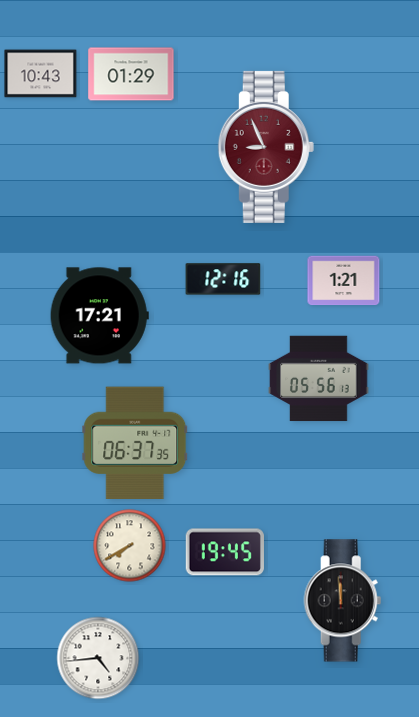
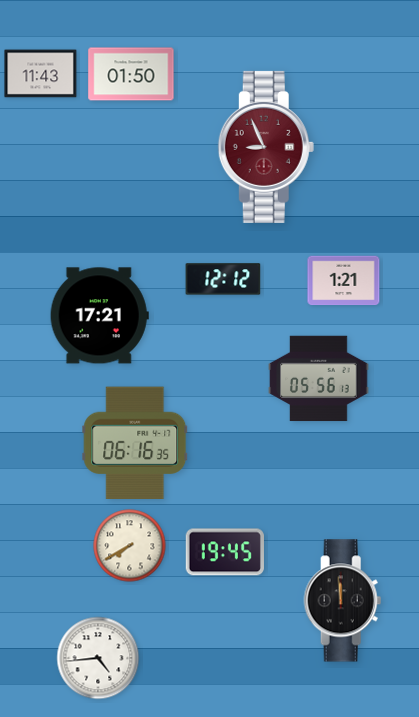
clock at (41, 74): 10:43 -> 11:43
clock at (131, 74): 01:29 -> 01:50
clock at (223, 279): 12:16 -> 12:12
clock at (135, 443): 06:37 -> 06:16
